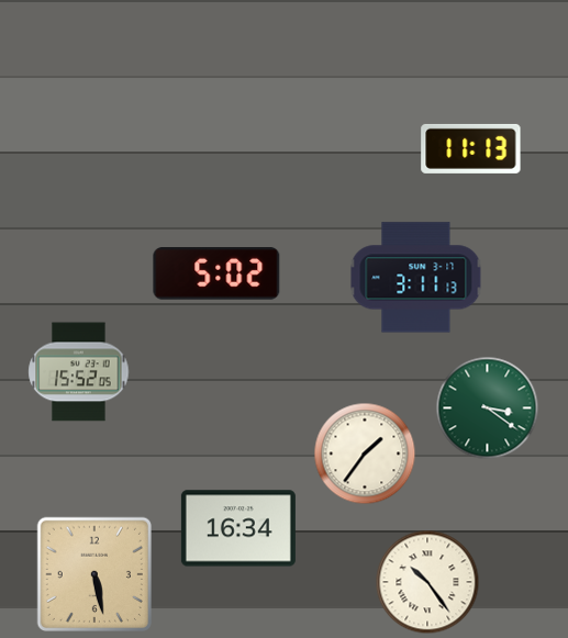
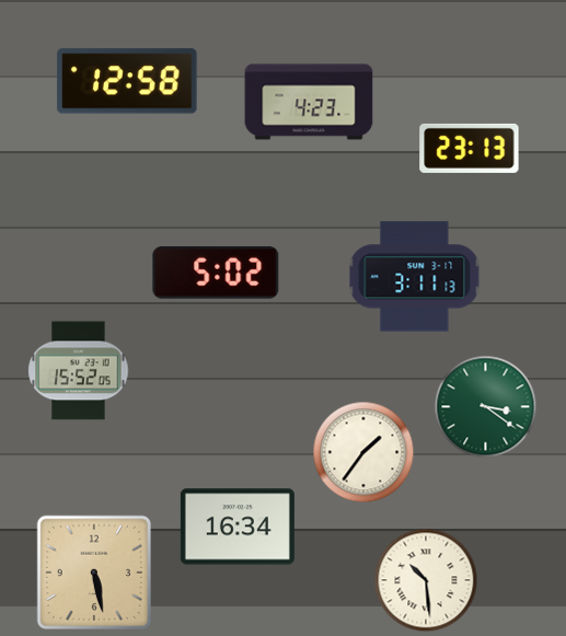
clock at (127, 81): none -> 12:58
clock at (309, 102): none -> 4:23
clock at (471, 148): 11:13 -> 23:13
clock at (427, 582): 10:24 -> 10:29
